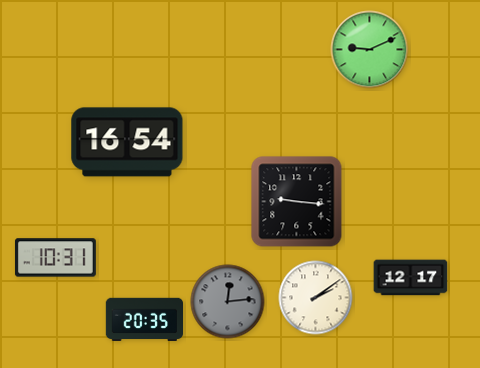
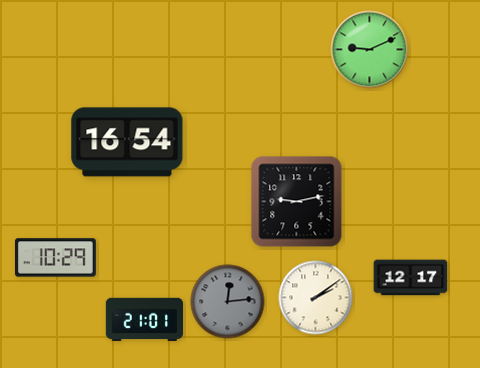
clock at (297, 202): 9:16 -> 9:13
clock at (55, 258): 10:31 -> 10:29
clock at (144, 319): 20:35 -> 21:01
